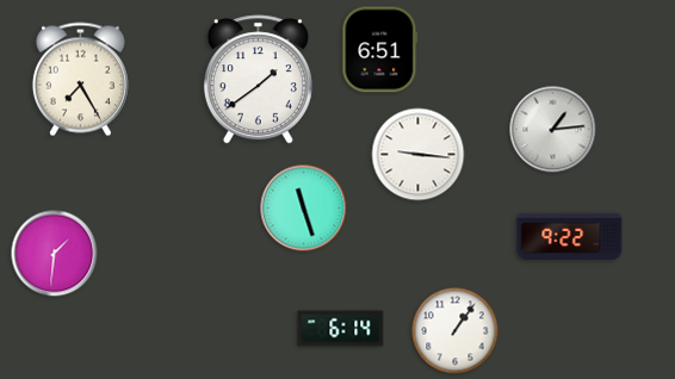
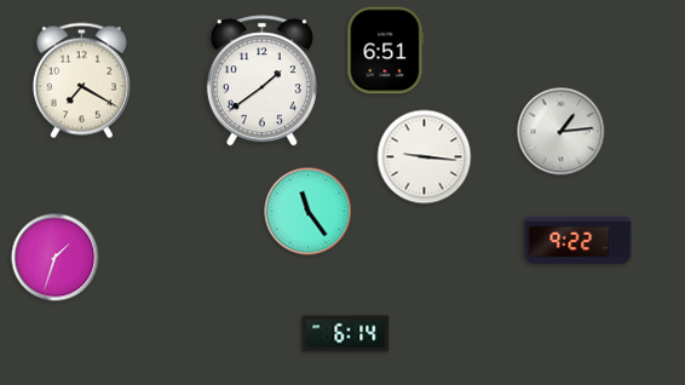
clock at (80, 80): 7:25 -> 7:20
clock at (304, 209): 11:27 -> 11:24
clock at (55, 254): 1:31 -> 1:33
clock at (456, 331): 1:06 -> none
